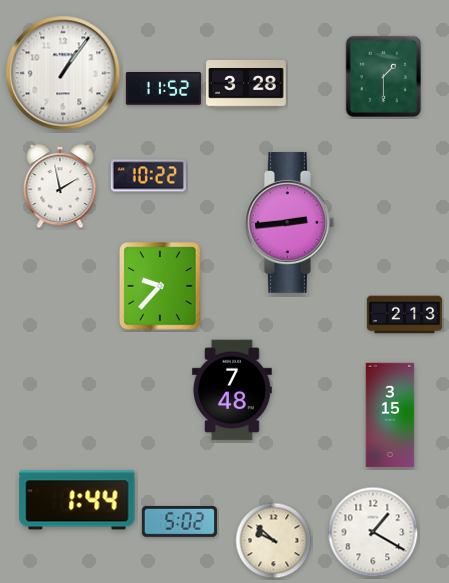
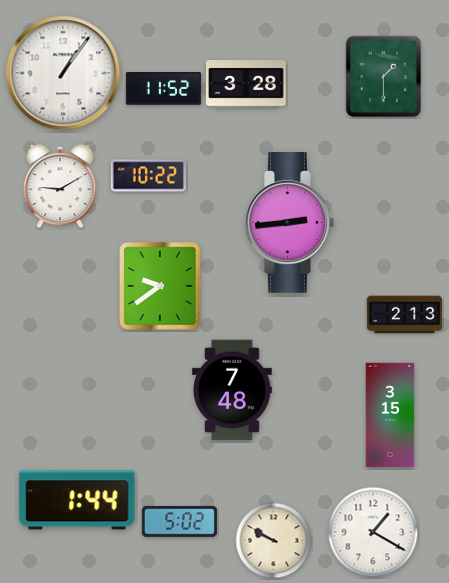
clock at (60, 186): 1:58 -> 9:10
clock at (160, 286): 9:37 -> 9:39
clock at (274, 541): 9:52 -> 9:50
